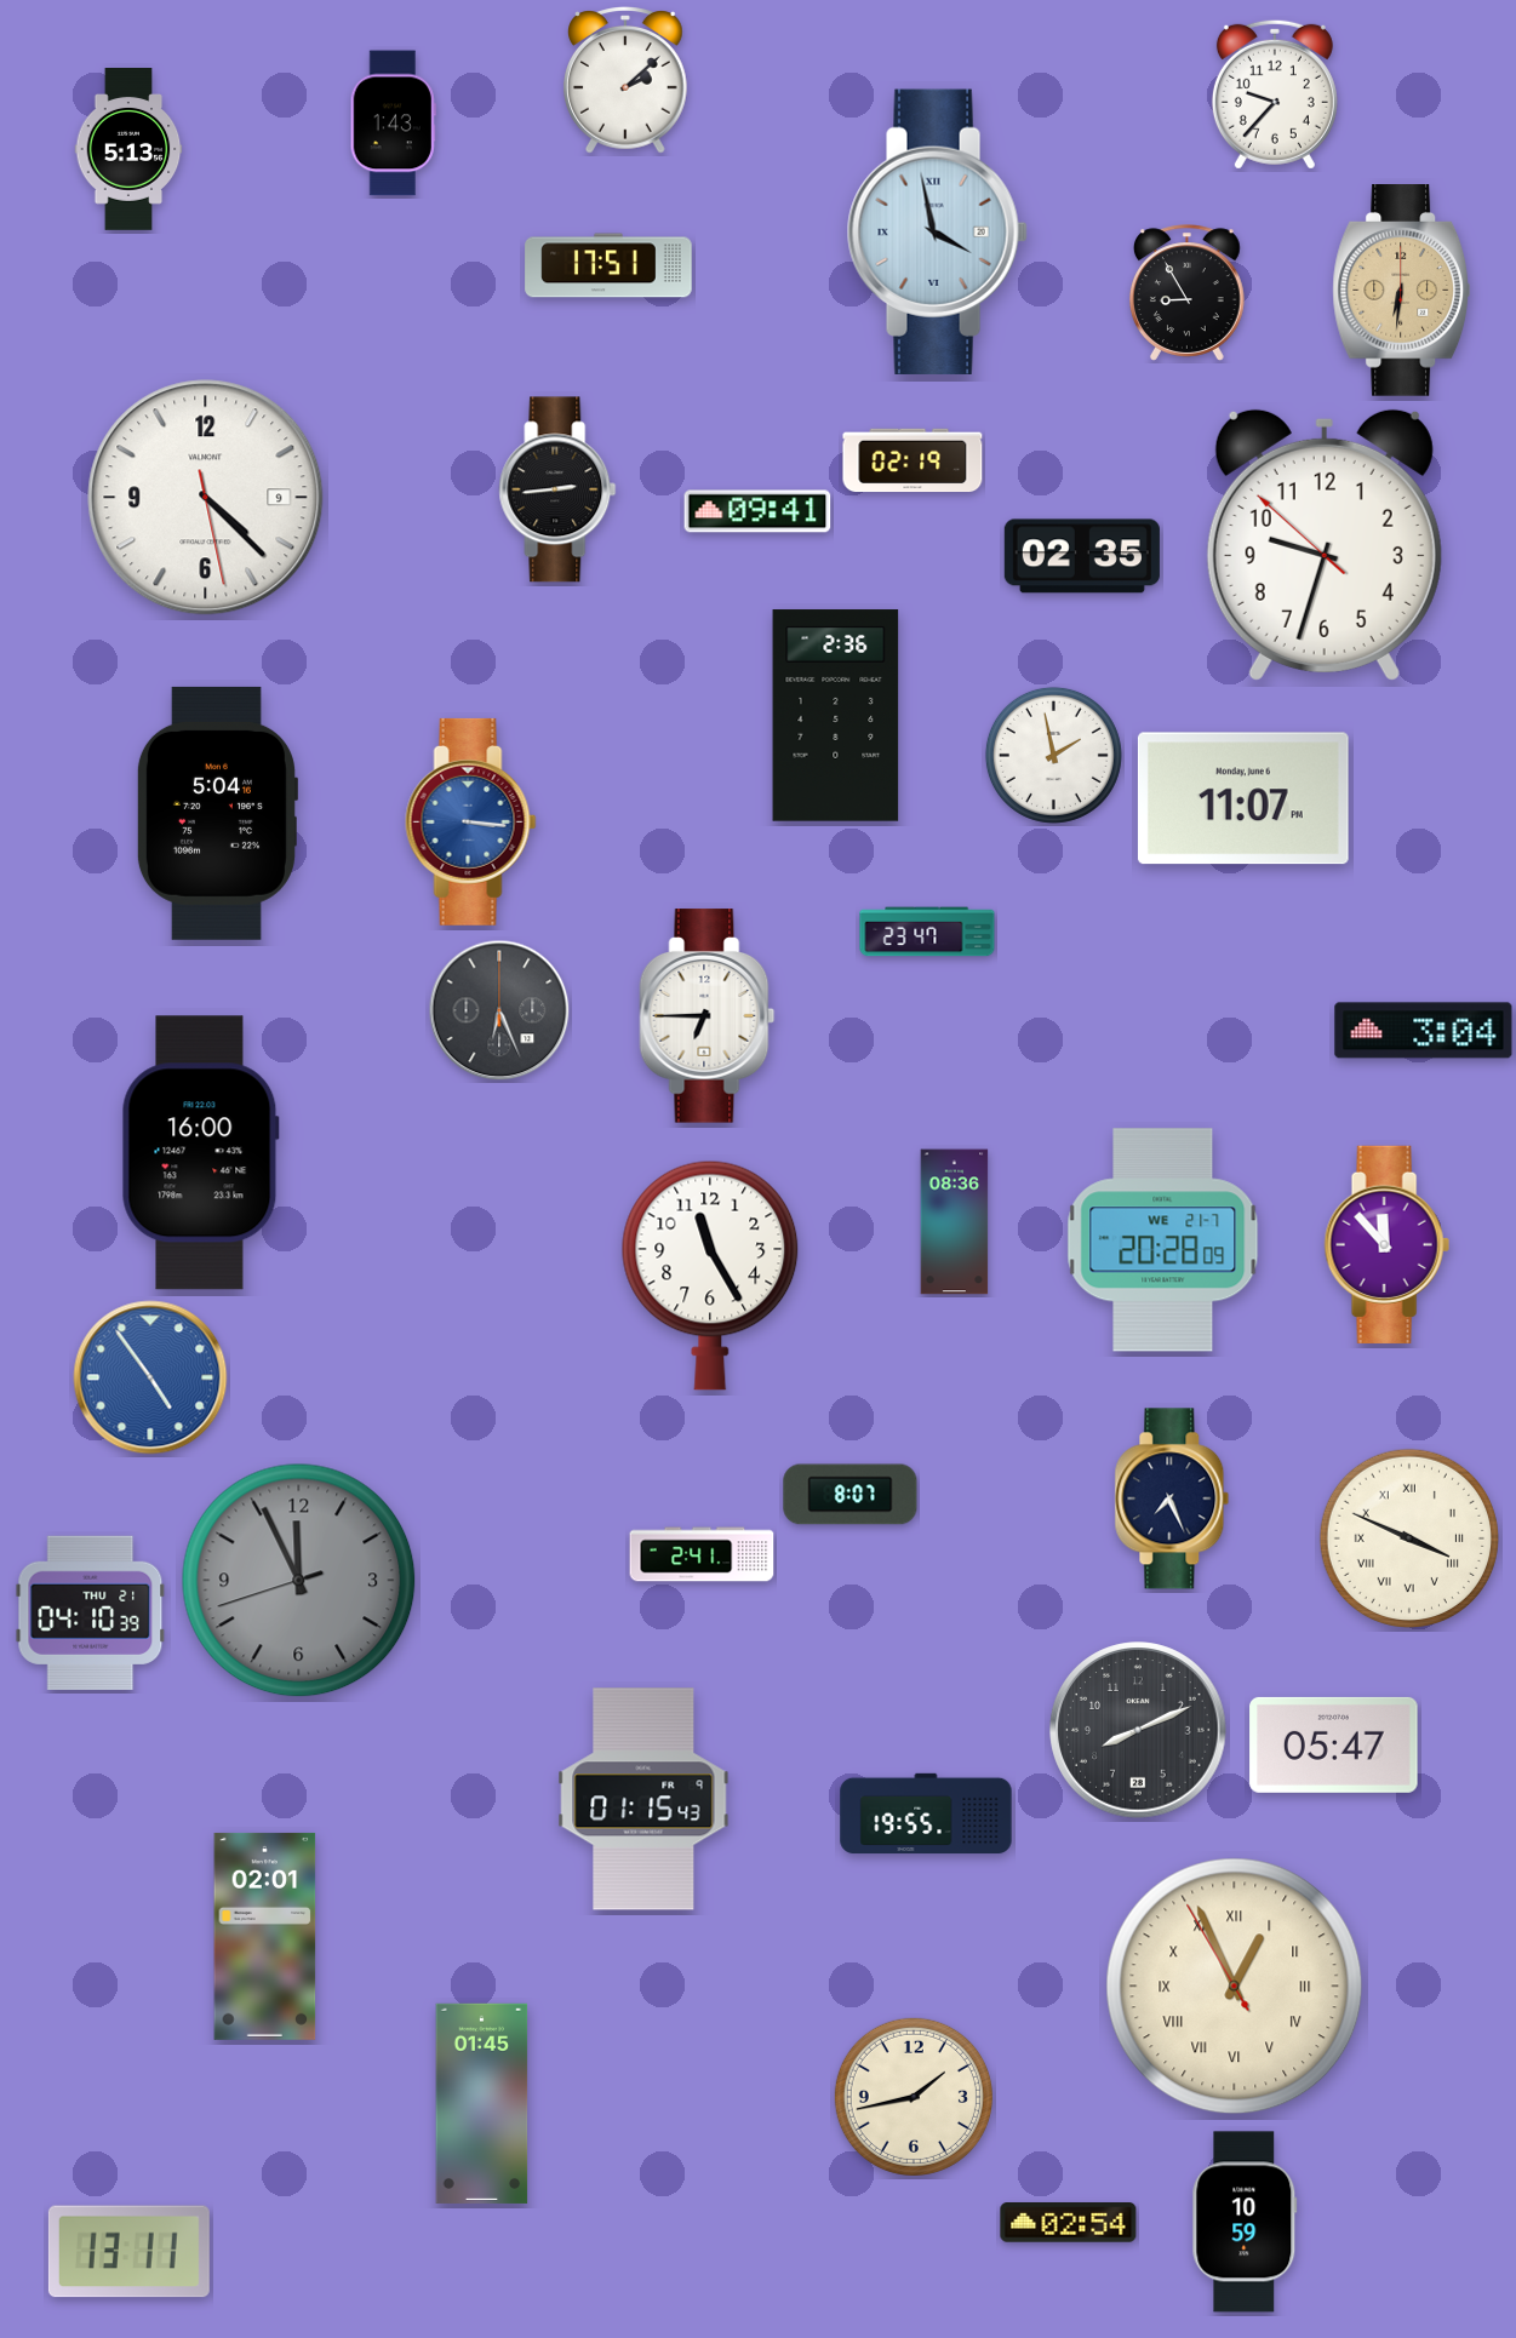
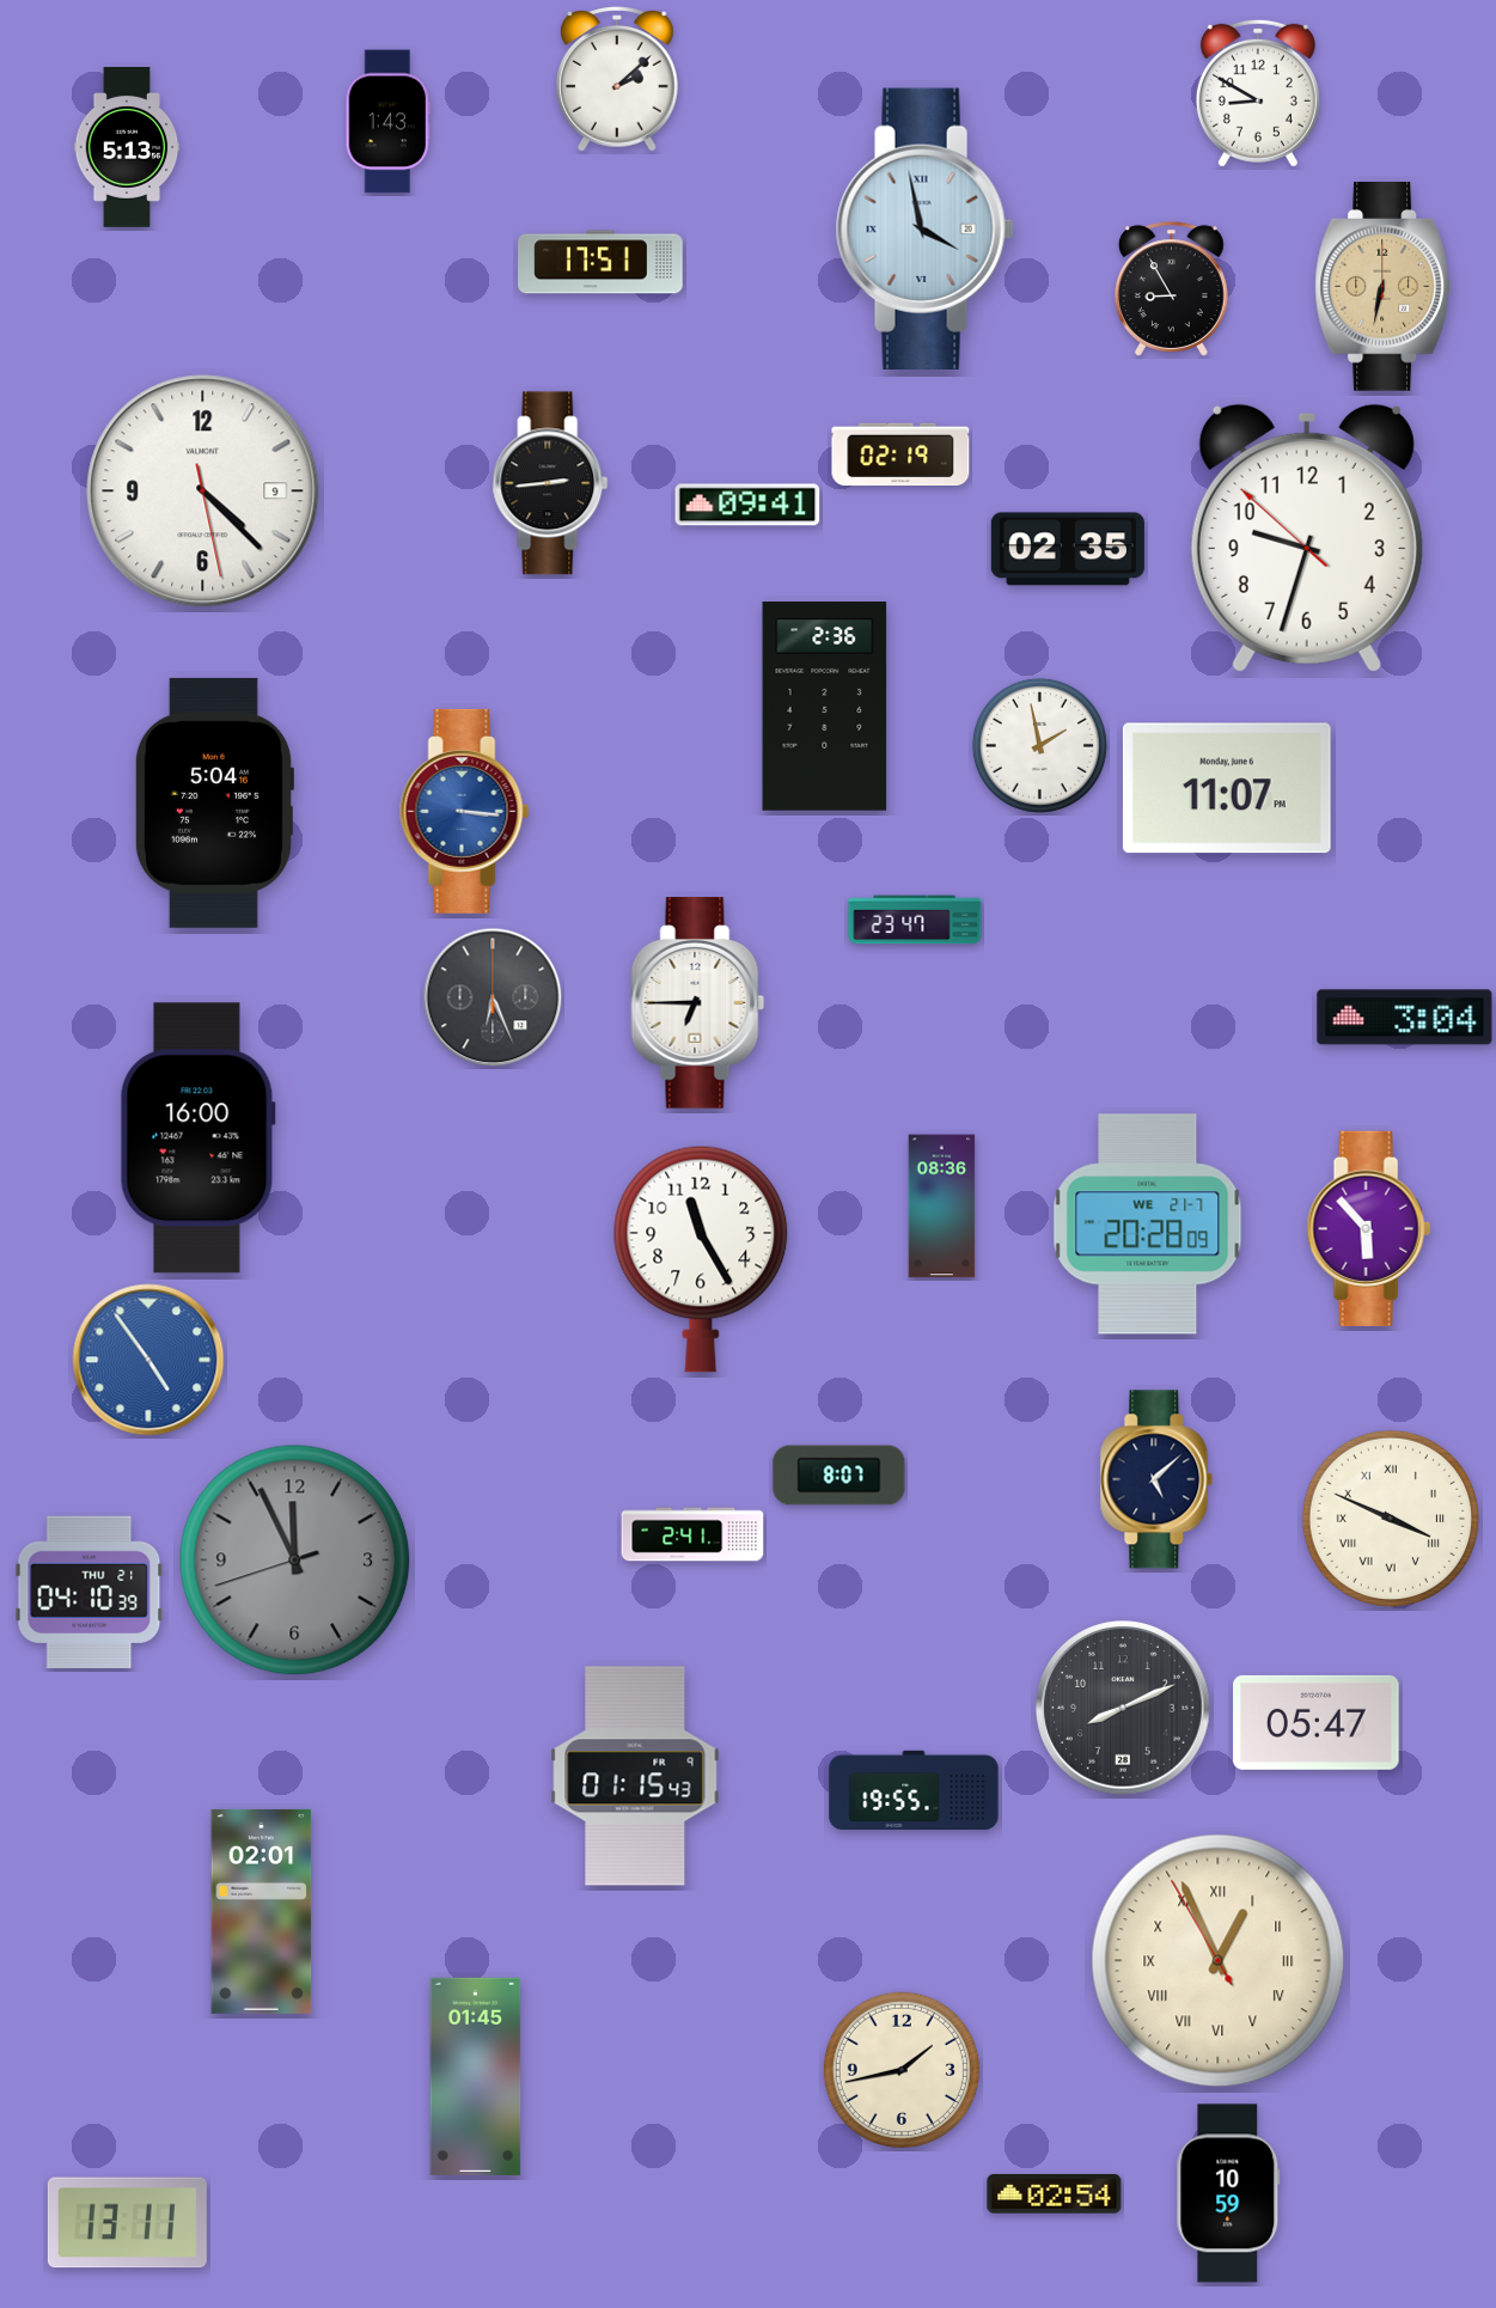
clock at (1275, 94): 9:37 -> 8:50
clock at (1402, 291): 6:31 -> 6:32
clock at (1386, 1244): 11:53 -> 5:53
clock at (1172, 1499): 7:26 -> 5:08
